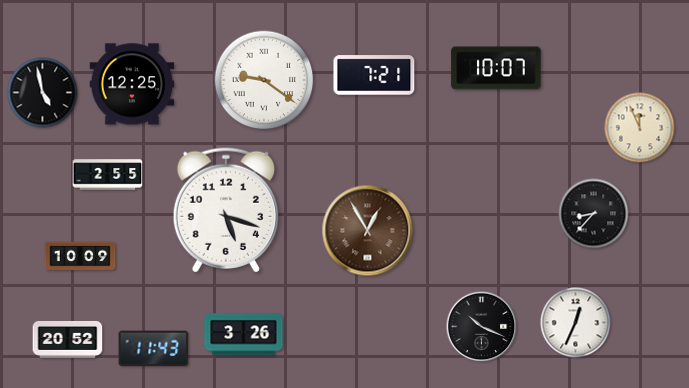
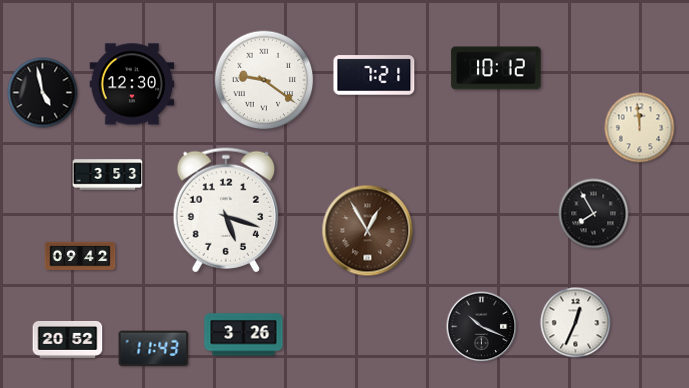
clock at (496, 68): 10:07 -> 10:12
clock at (132, 84): 12:25 -> 12:30
clock at (640, 128): 11:56 -> 11:59
clock at (108, 175): 2:55 -> 3:53
clock at (594, 214): 8:37 -> 7:55
clock at (80, 256): 10:09 -> 09:42
